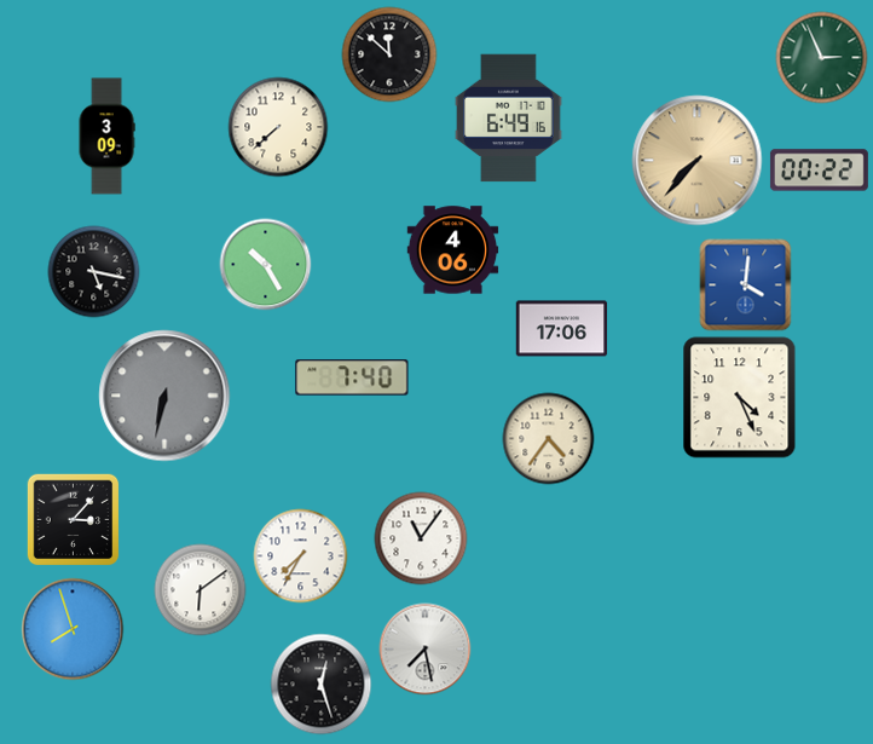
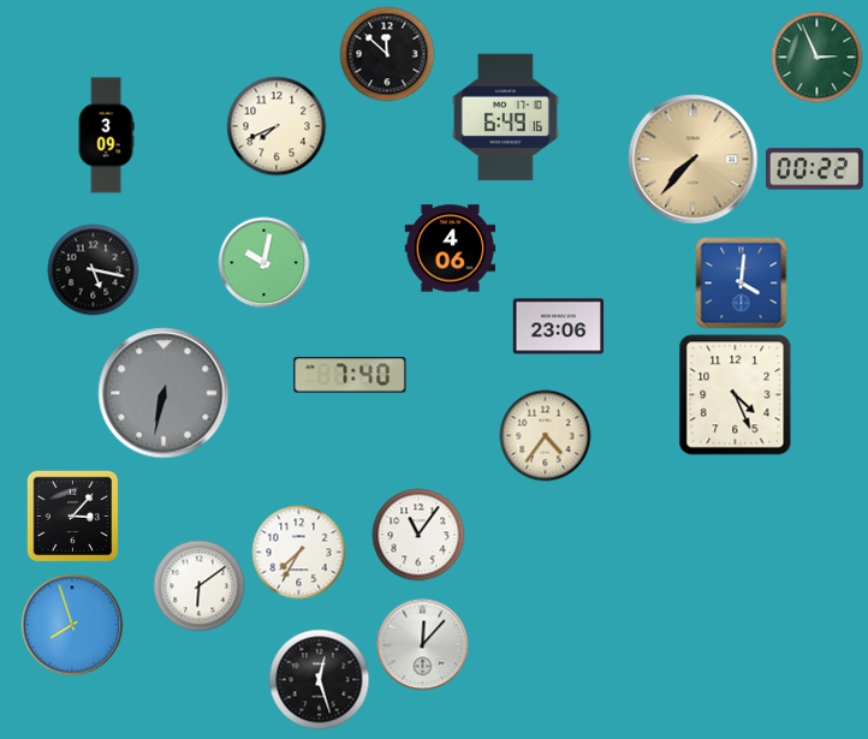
clock at (278, 127): 7:38 -> 7:41
clock at (266, 265): 10:25 -> 10:02
clock at (562, 329): 17:06 -> 23:06
clock at (426, 650): 7:28 -> 12:07
